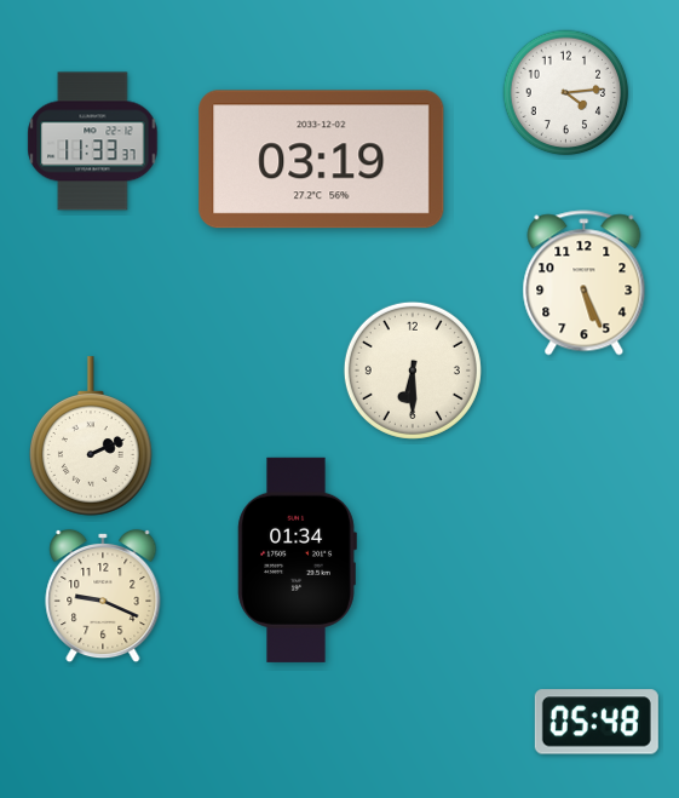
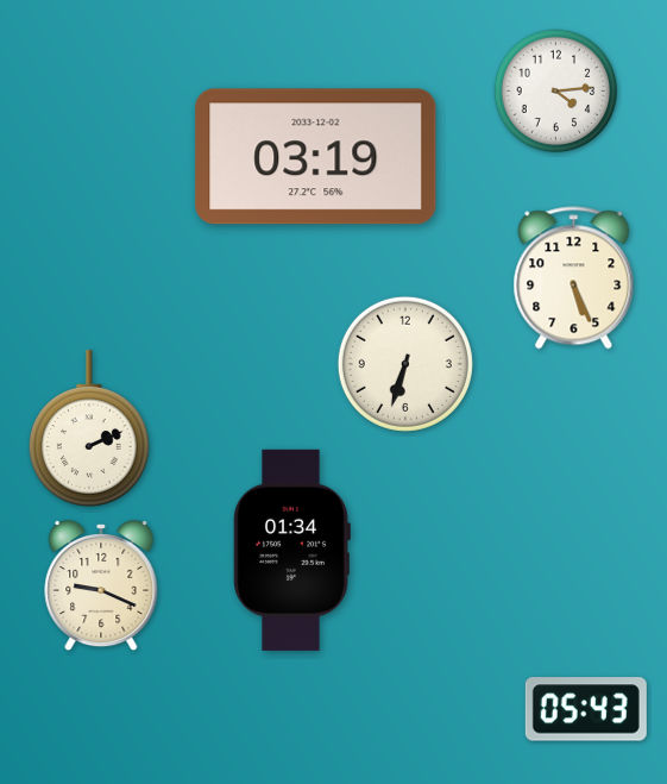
clock at (93, 142): 11:33 -> none
clock at (413, 371): 6:30 -> 6:33
clock at (597, 722): 05:48 -> 05:43
